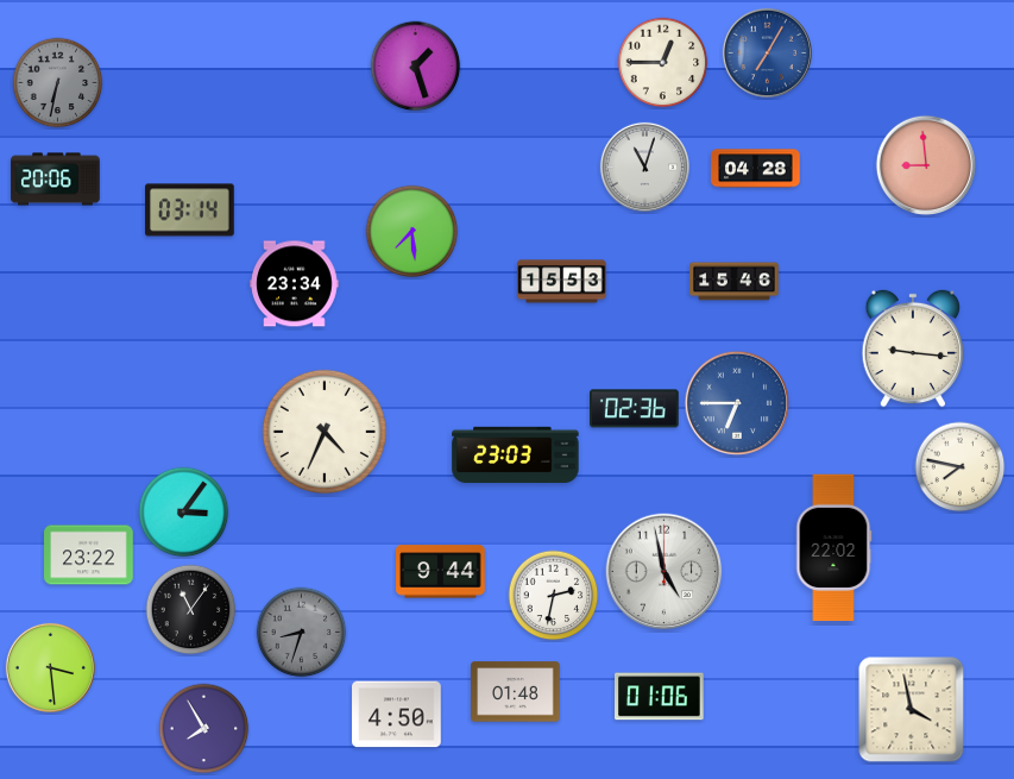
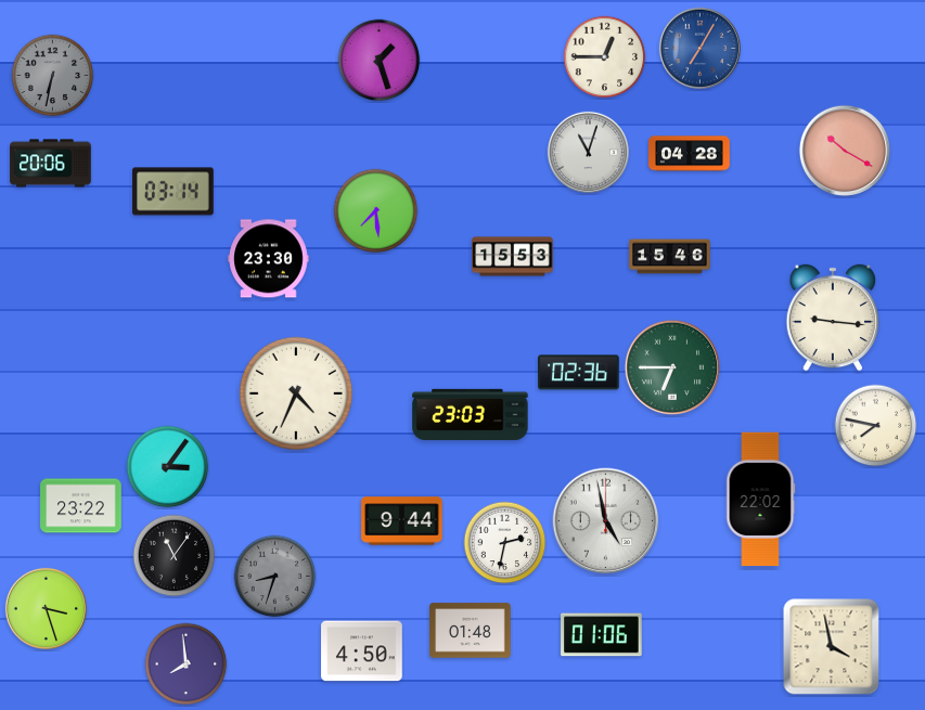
clock at (925, 164): 8:59 -> 10:20
clock at (295, 284): 23:34 -> 23:30
clock at (737, 403) dial: blue -> green
clock at (50, 667): 3:29 -> 3:27
clock at (204, 729): 7:55 -> 7:59
